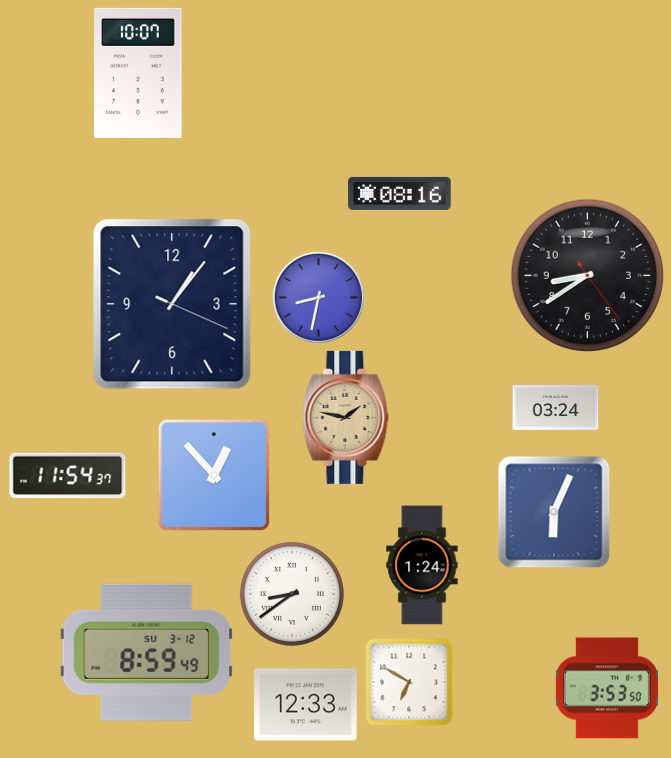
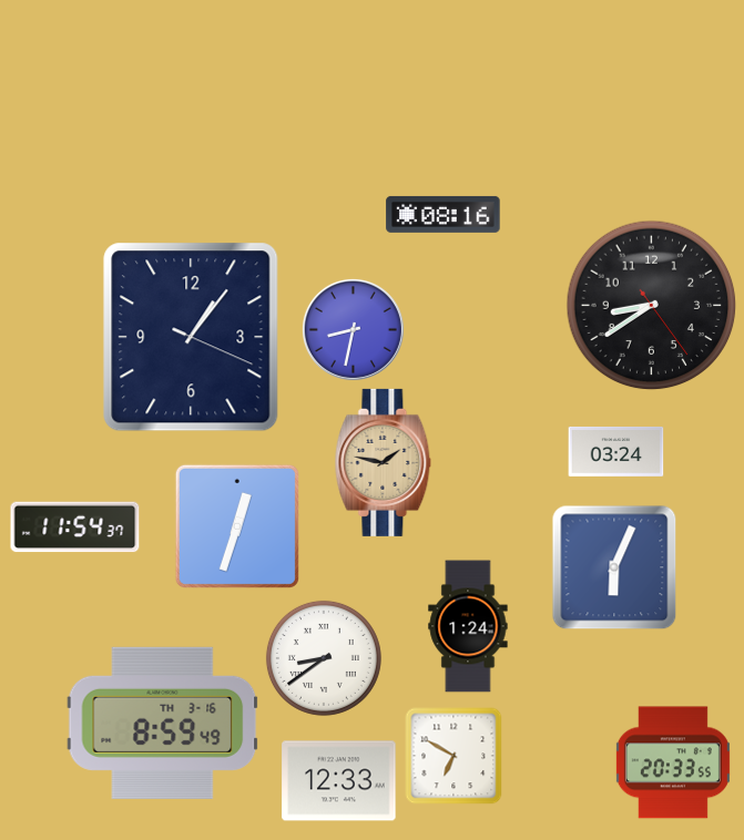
clock at (138, 73): 10:07 -> none
clock at (214, 475): 12:53 -> 12:33
clock at (147, 652) date: SU 3-12 -> TH 3-16
clock at (607, 688): 3:53 -> 20:33
